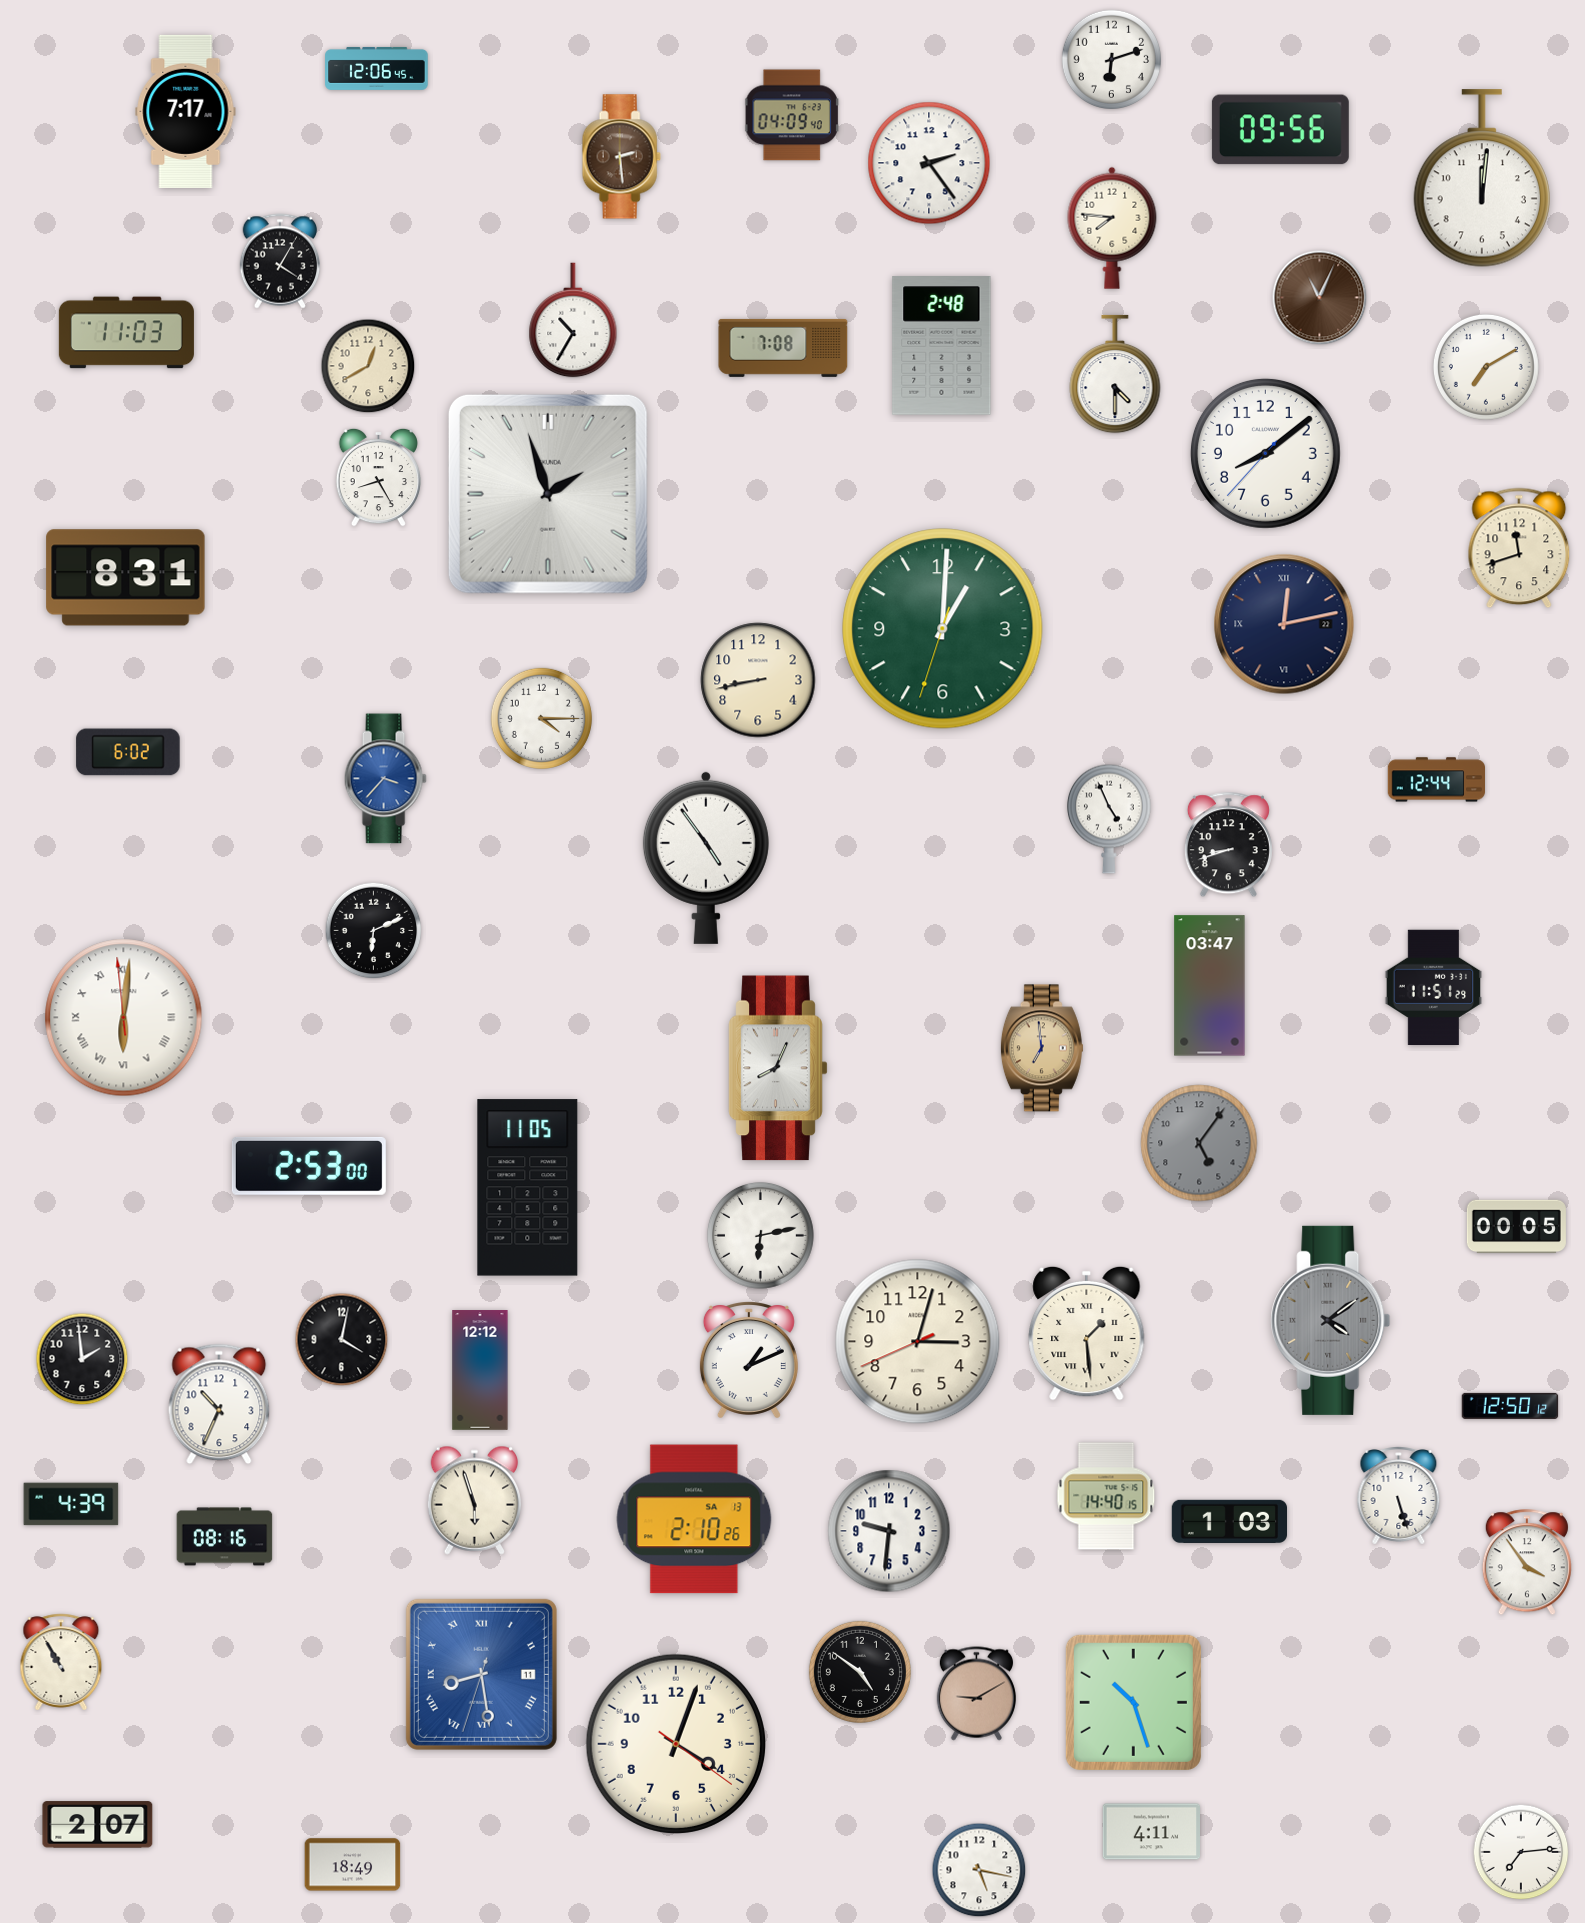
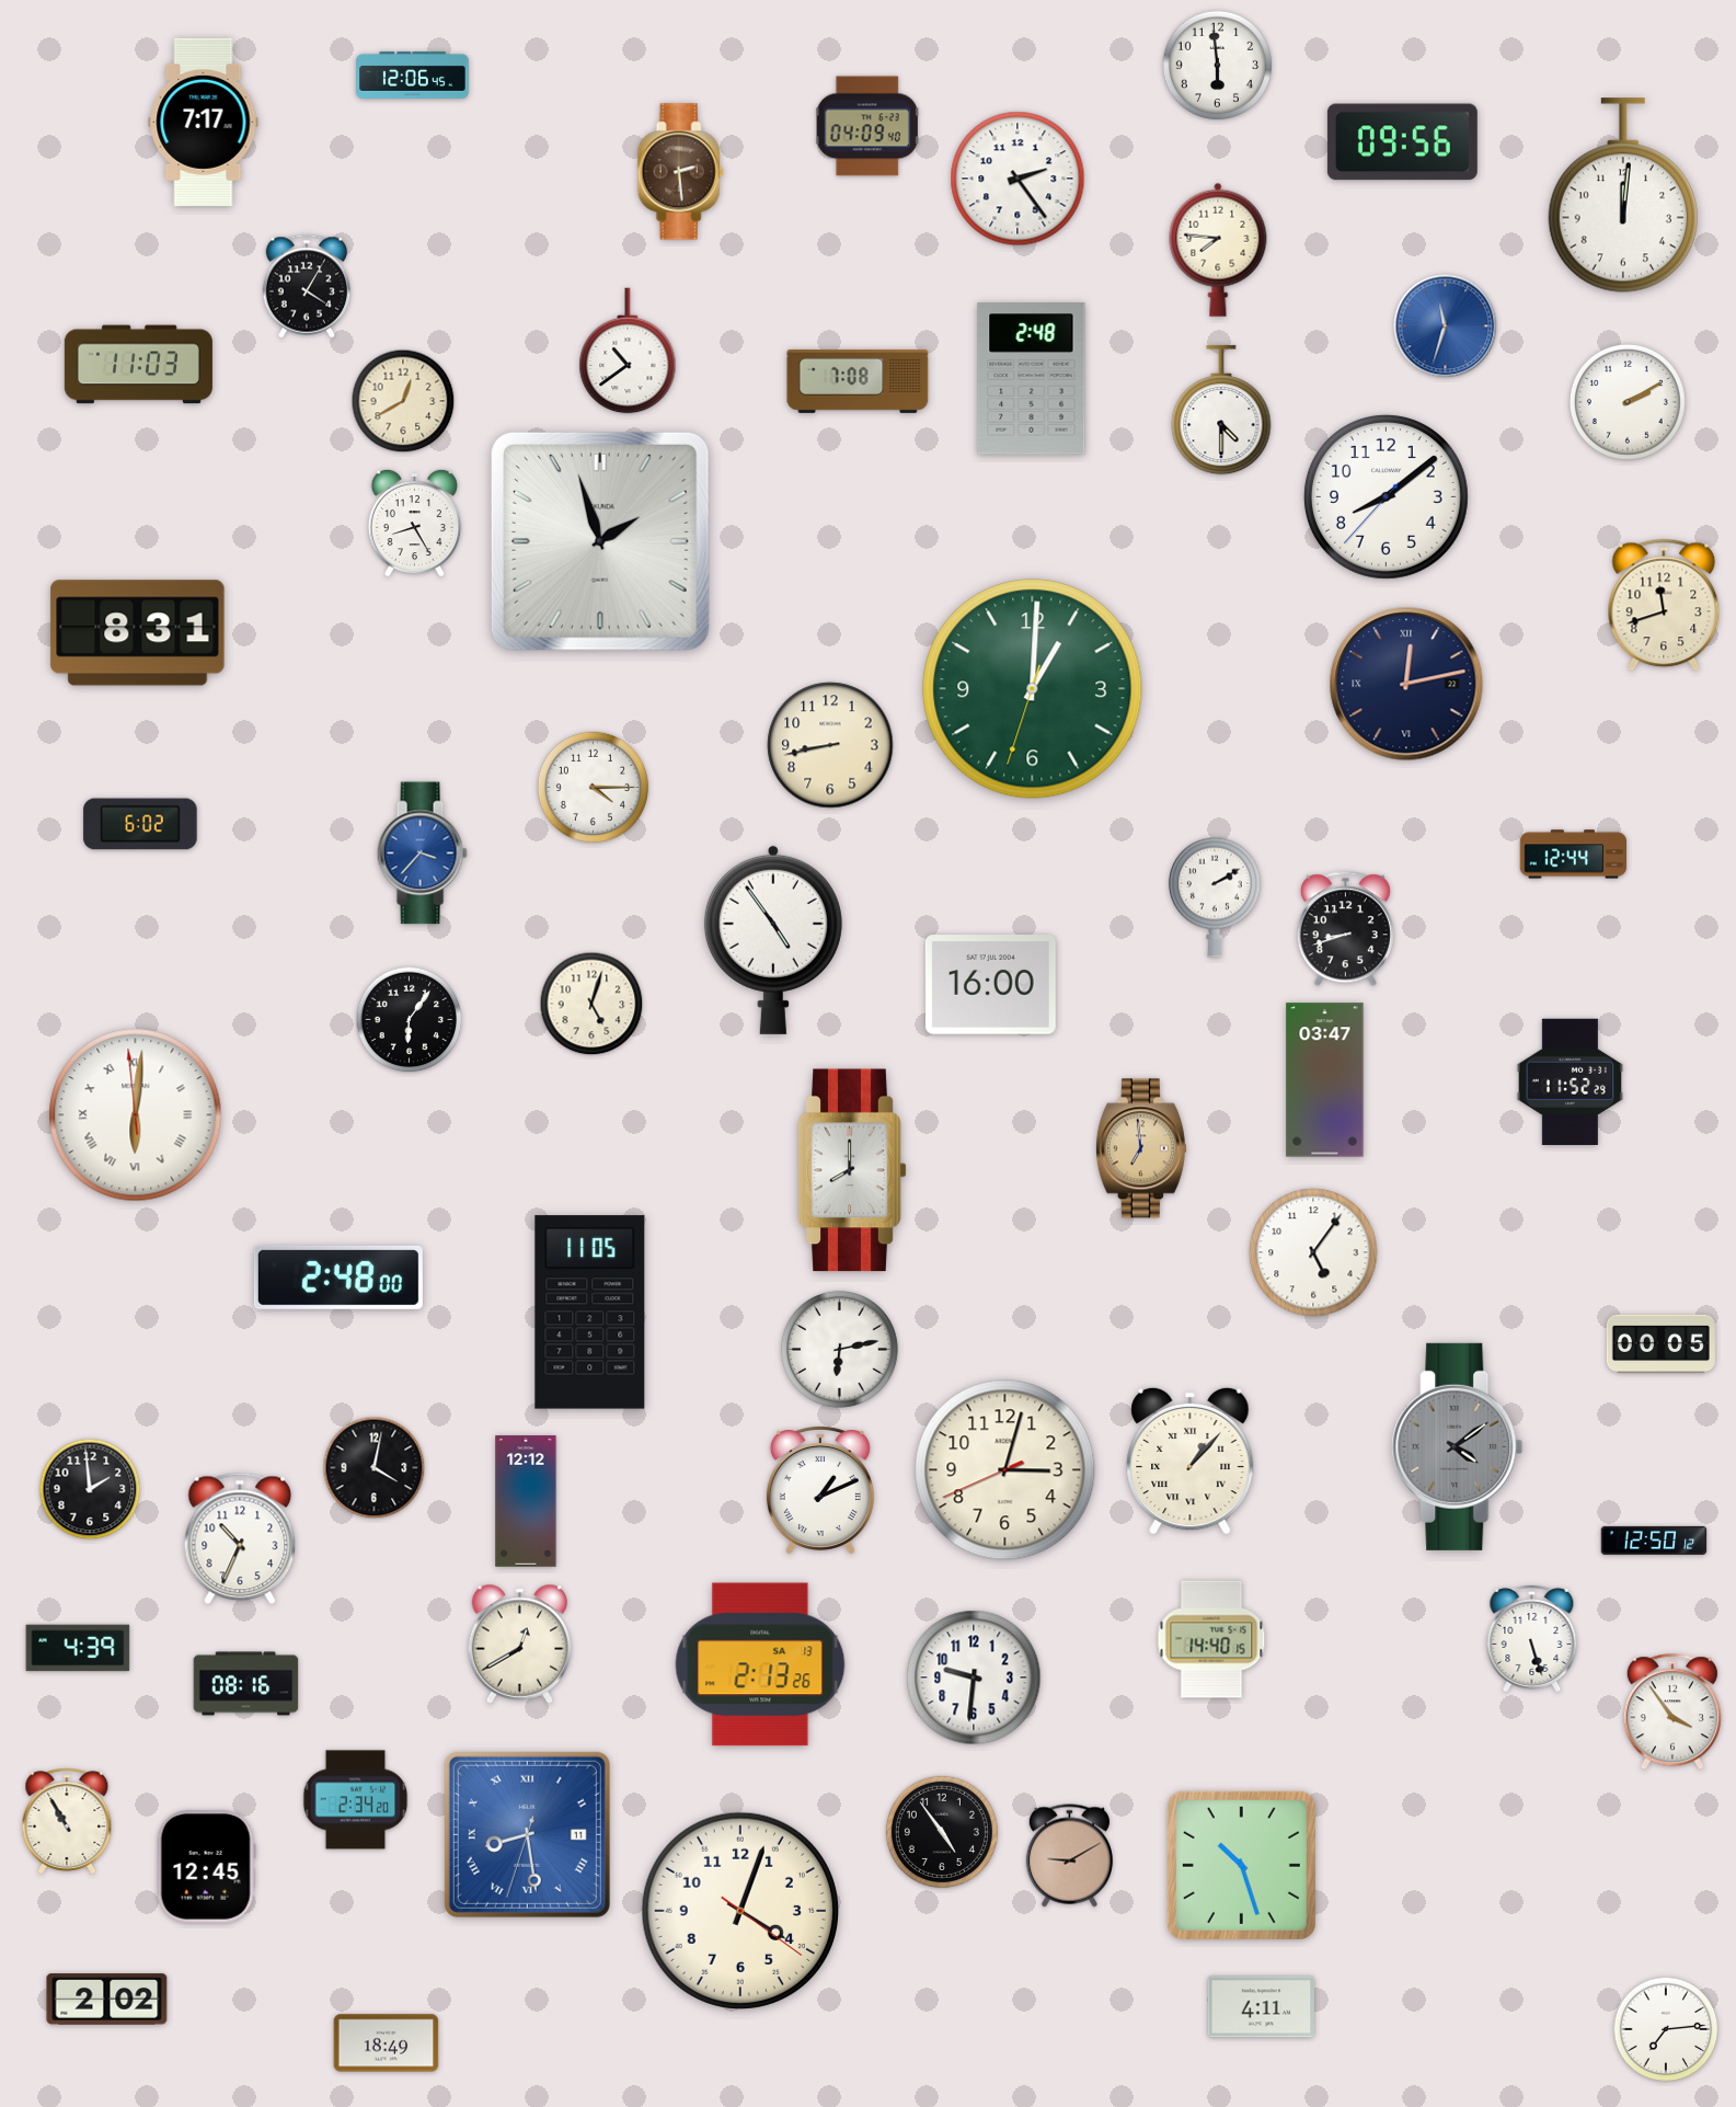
clock at (1111, 59): 6:12 -> 5:59
clock at (1320, 298): 11:04 -> 11:33
clock at (1320, 298) dial: brown -> blue
clock at (573, 320): 10:35 -> 10:39
clock at (1486, 367): 7:10 -> 2:10
clock at (1519, 548) position: (1519, 548) -> (1664, 605)
clock at (1110, 819): 4:56 -> 2:10
clock at (1228, 845) position: (1228, 845) -> (1345, 929)
clock at (990, 985): none -> 16:00
clock at (591, 1004): none -> 5:03
clock at (374, 931): 6:11 -> 6:06
clock at (1433, 987): 11:51 -> 11:52
clock at (778, 1068): 8:04 -> 8:00
clock at (1199, 1143) dial: grey -> white
clock at (309, 1166): 2:53 -> 2:48
clock at (528, 1188) position: (528, 1188) -> (590, 1313)
clock at (760, 1235) position: (760, 1235) -> (839, 1349)
clock at (1087, 1333): 1:29 -> 1:07
clock at (475, 1500): 5:57 -> 12:40
clock at (694, 1519): 2:10 -> 2:13
clock at (1230, 1521): 1:03 -> none
clock at (356, 1800): none -> 2:34
clock at (860, 1672): 4:51 -> 4:54
clock at (206, 1867): none -> 12:45
clock at (98, 1825): 2:07 -> 2:02
clock at (979, 1870): 5:17 -> none
